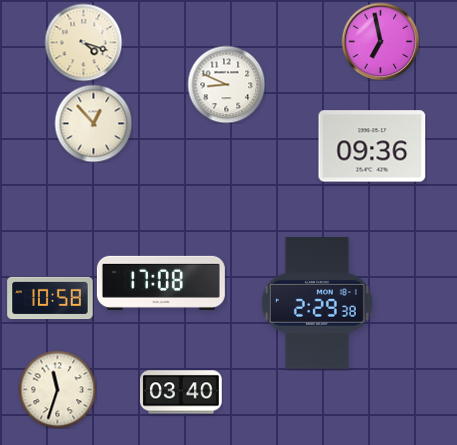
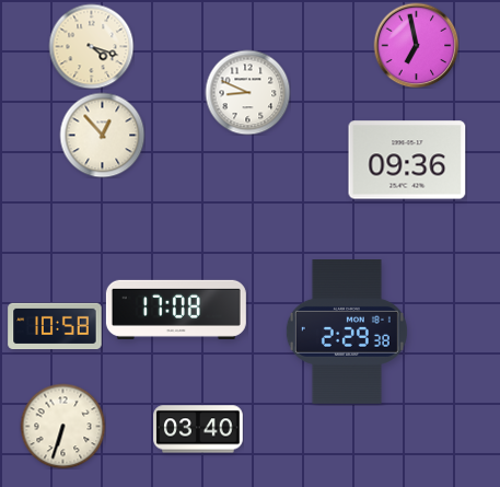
clock at (57, 389): 11:33 -> 6:33
